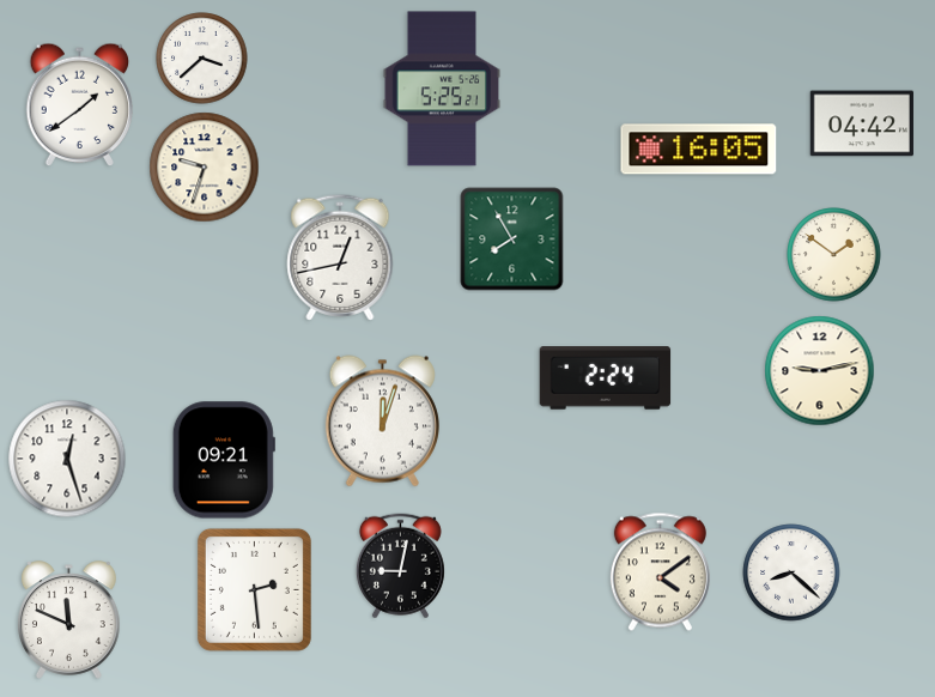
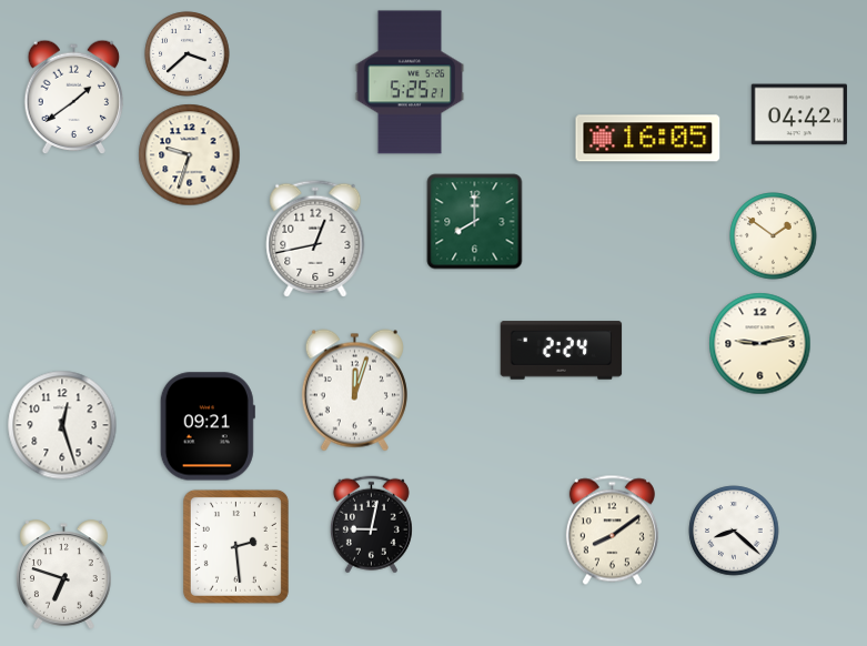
clock at (512, 240): 7:55 -> 8:00
clock at (660, 572): 4:09 -> 8:09
clock at (69, 620): 11:49 -> 6:48
